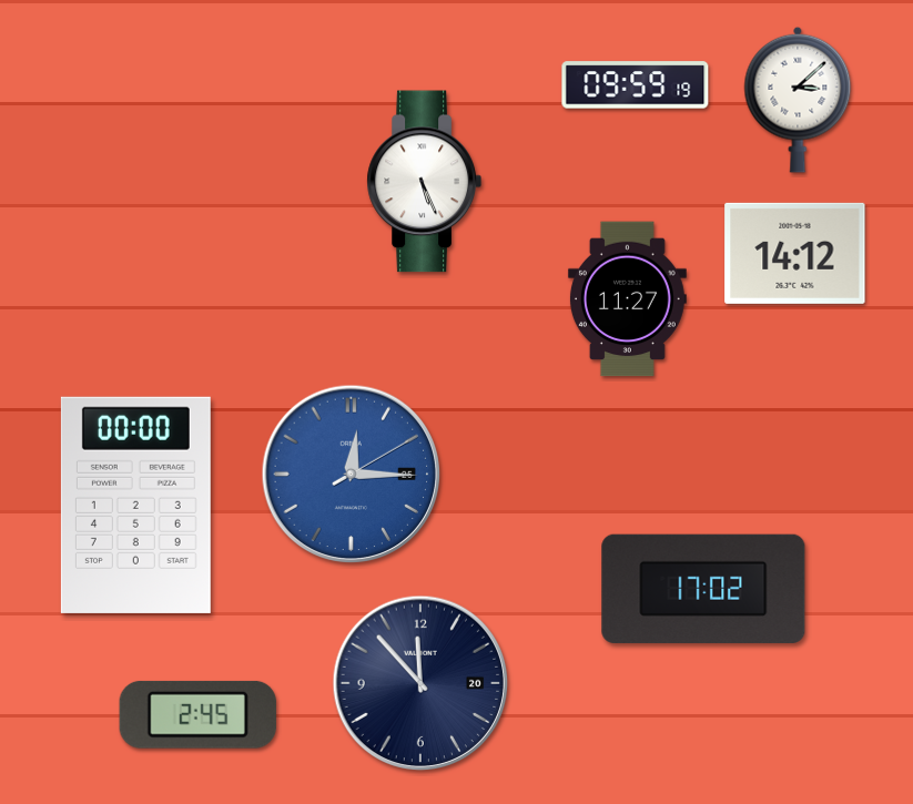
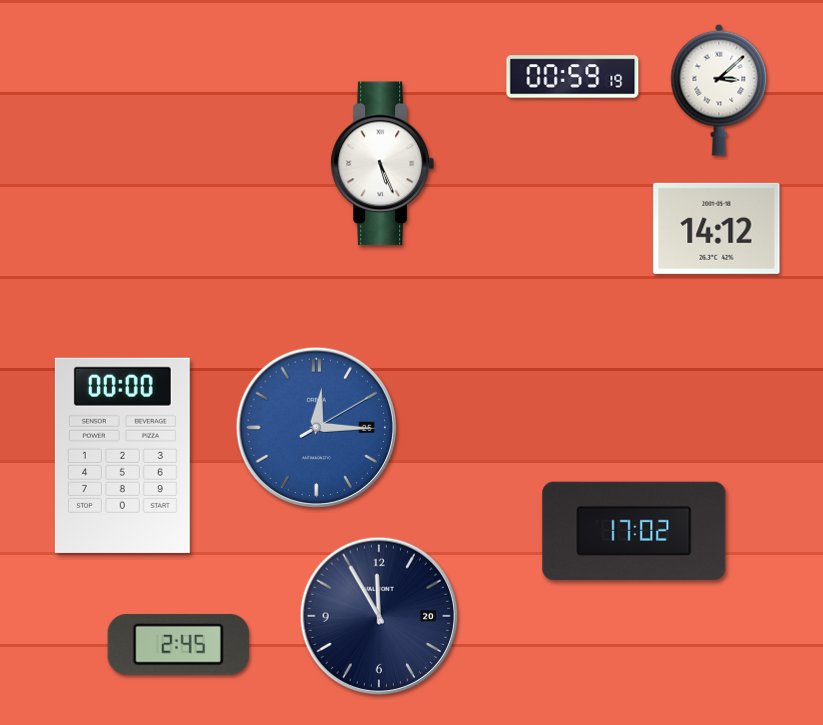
clock at (636, 85): 09:59 -> 00:59
clock at (627, 299): 11:27 -> none
clock at (420, 683): 11:53 -> 11:55
